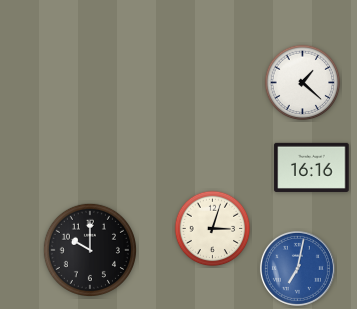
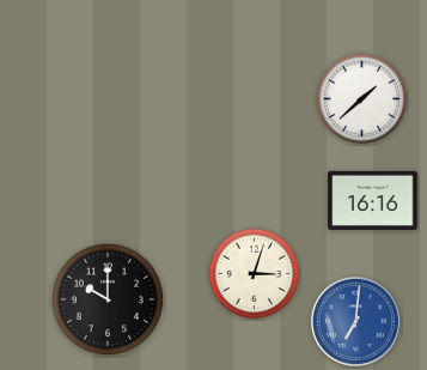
clock at (303, 83): 1:22 -> 1:38
clock at (297, 268): 7:02 -> 7:01
